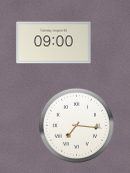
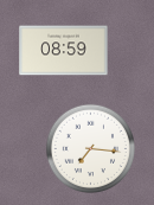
clock at (54, 43): 09:00 -> 08:59
